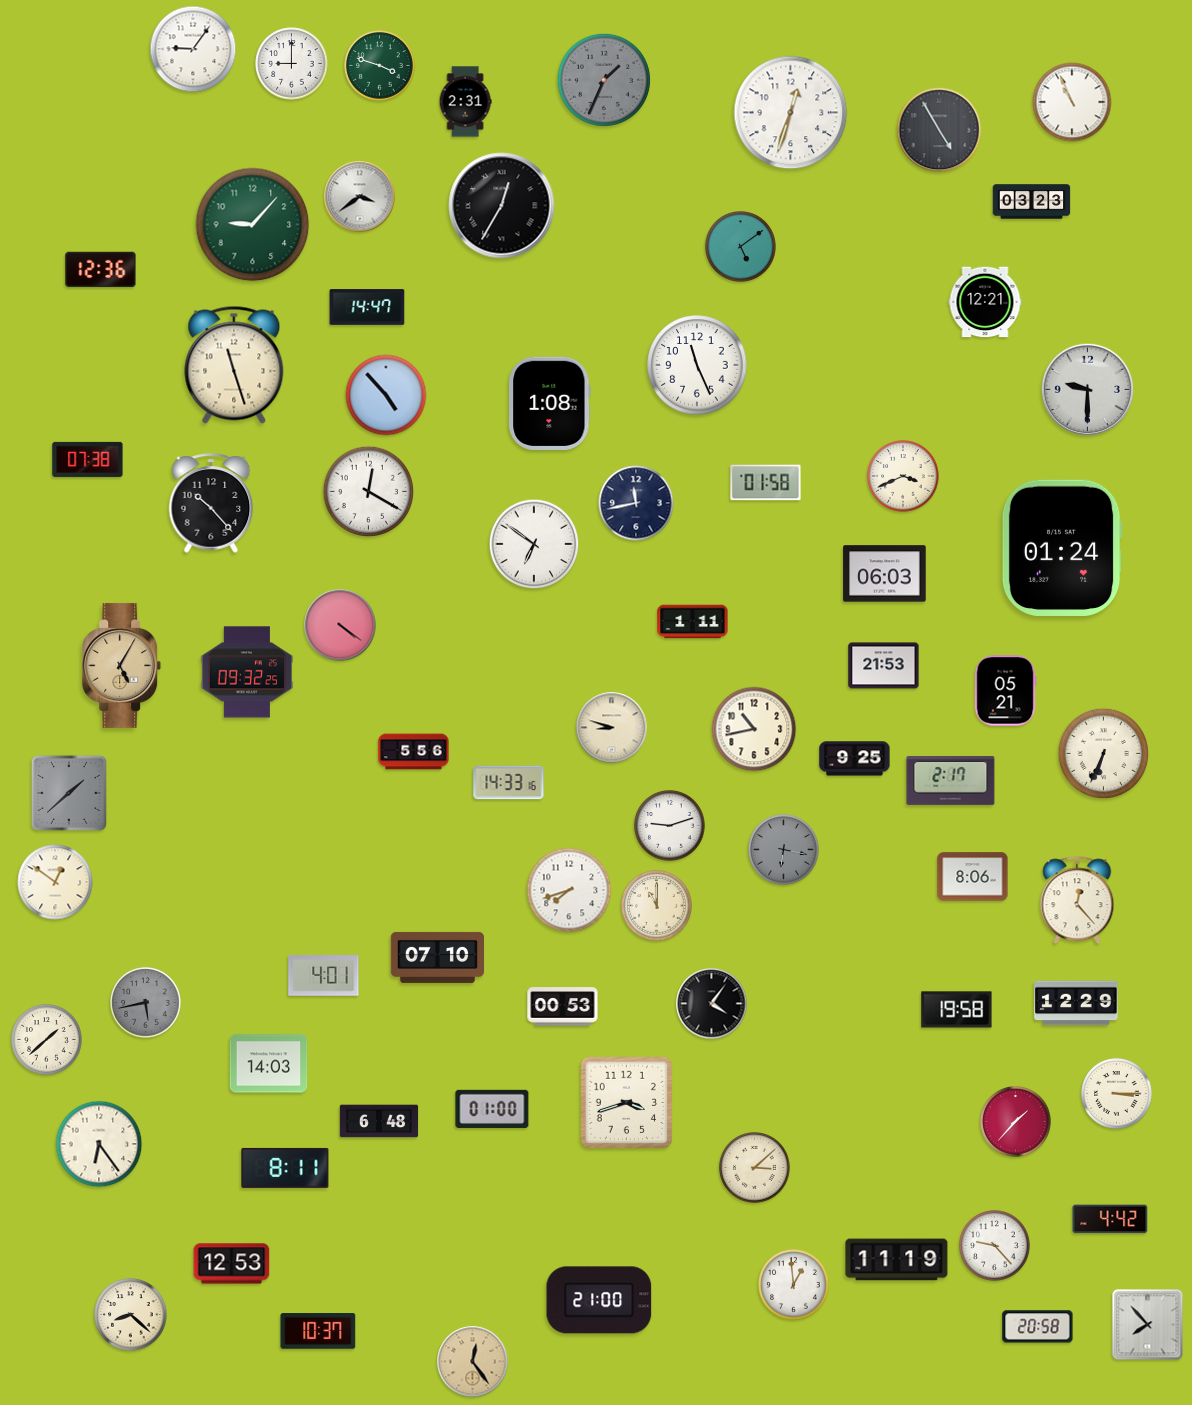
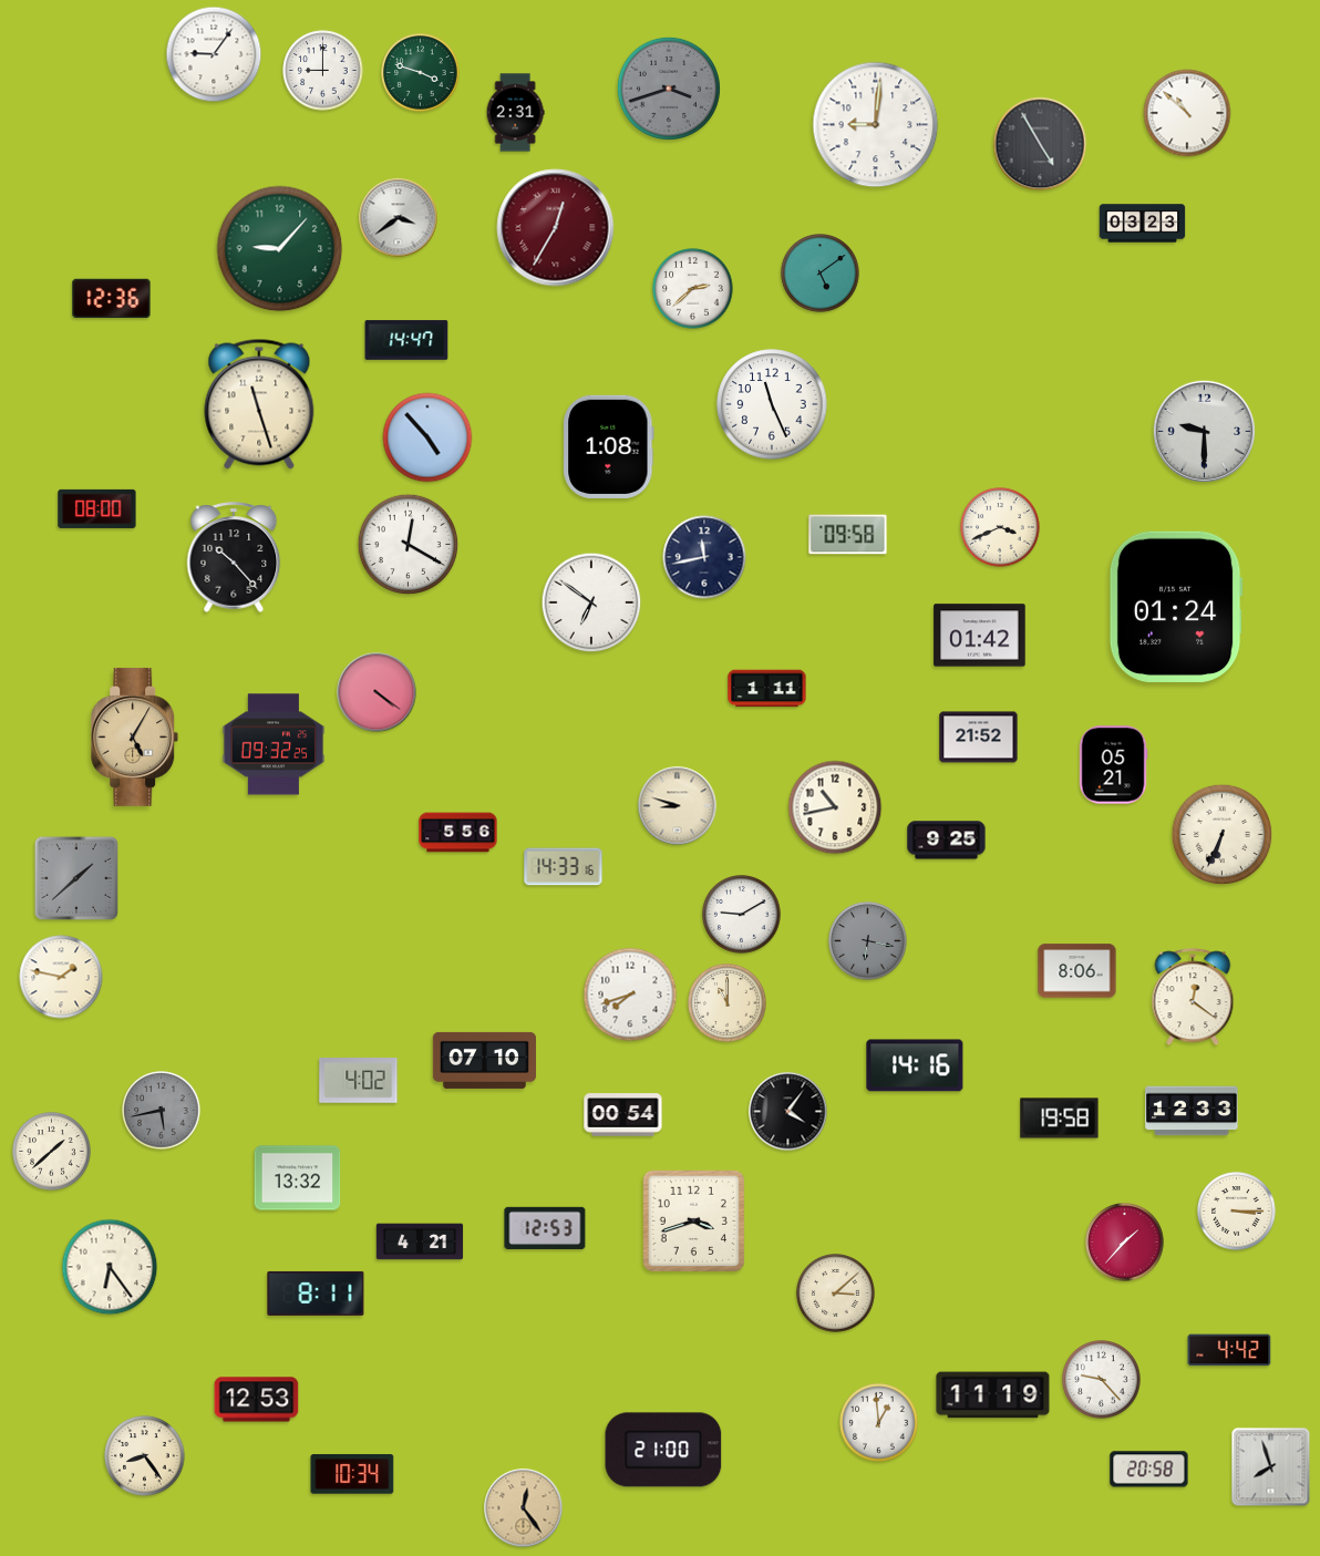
clock at (604, 80): 1:34 -> 3:42
clock at (1072, 102): 10:56 -> 10:52
clock at (791, 113): 12:33 -> 9:01
clock at (502, 206) dial: black -> burgundy
clock at (693, 289): none -> 2:38
clock at (985, 302): 12:21 -> none
clock at (88, 459): 07:38 -> 08:00
clock at (766, 483): 01:58 -> 09:58
clock at (885, 574): 06:03 -> 01:42
clock at (884, 666): 21:53 -> 21:52
clock at (951, 780): 2:17 -> none
clock at (670, 826): 9:12 -> 9:10
clock at (55, 882): 12:51 -> 1:47
clock at (569, 890) position: (569, 890) -> (630, 995)
clock at (1077, 901): 12:23 -> 12:21
clock at (915, 1065): none -> 14:16
clock at (324, 976): 4:01 -> 4:02
clock at (1076, 1003): 12:29 -> 12:33
clock at (563, 1007): 00:53 -> 00:54
clock at (269, 1064): 14:03 -> 13:32
clock at (492, 1109): 01:00 -> 12:53
clock at (379, 1121): 6:48 -> 4:21
clock at (599, 1300) position: (599, 1300) -> (663, 1450)
clock at (131, 1315): 8:22 -> 8:24
clock at (1148, 1325): 7:53 -> 7:57
clock at (318, 1331): 10:37 -> 10:34
